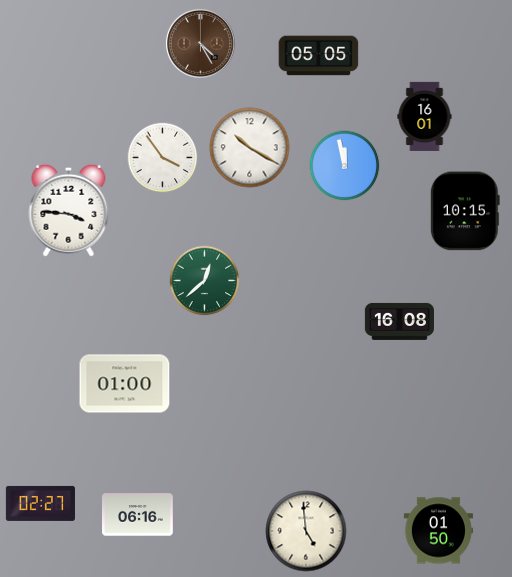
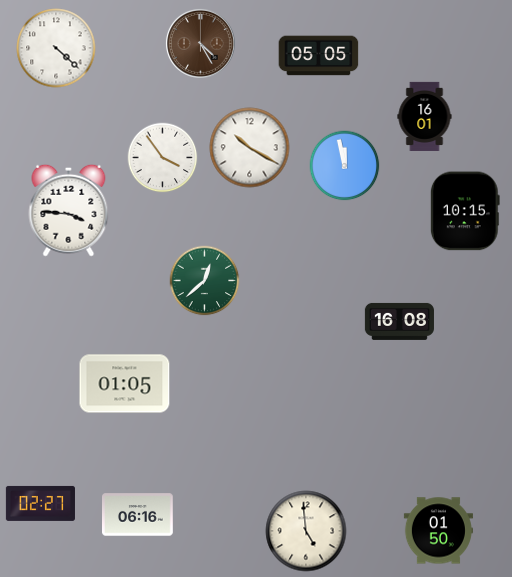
clock at (56, 48): none -> 4:22
clock at (125, 384): 01:00 -> 01:05
